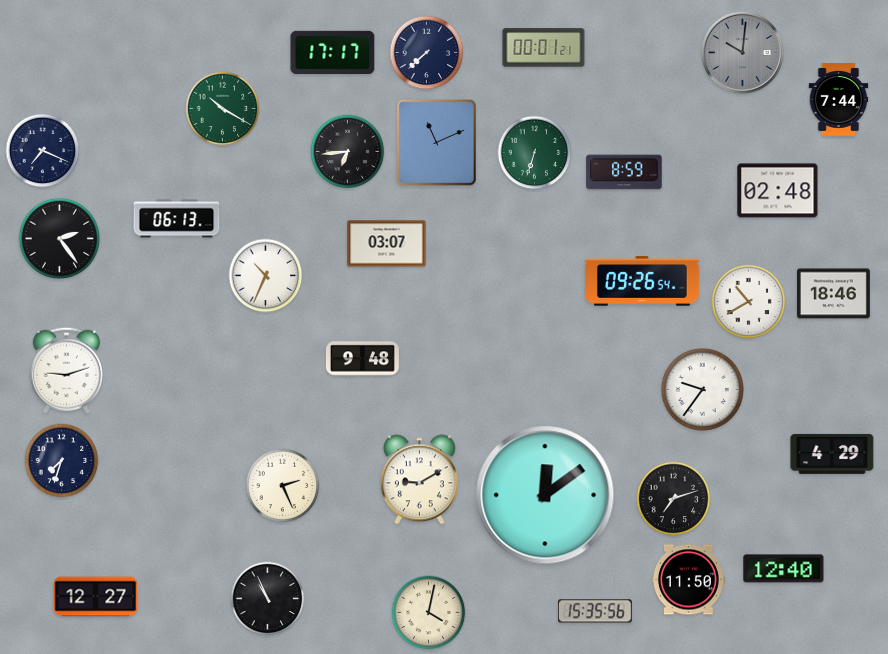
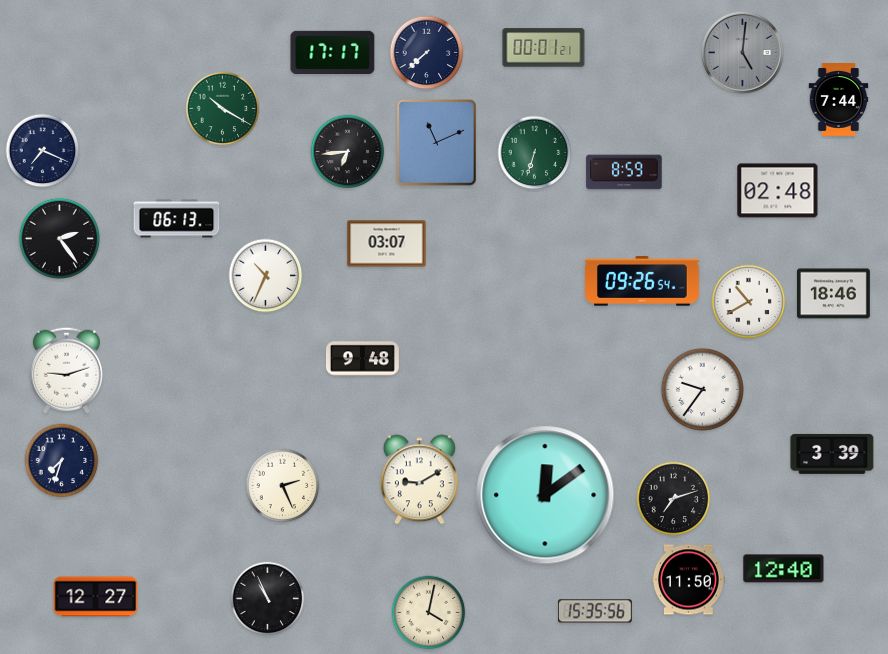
clock at (742, 52): 10:01 -> 5:01
clock at (832, 454): 4:29 -> 3:39
